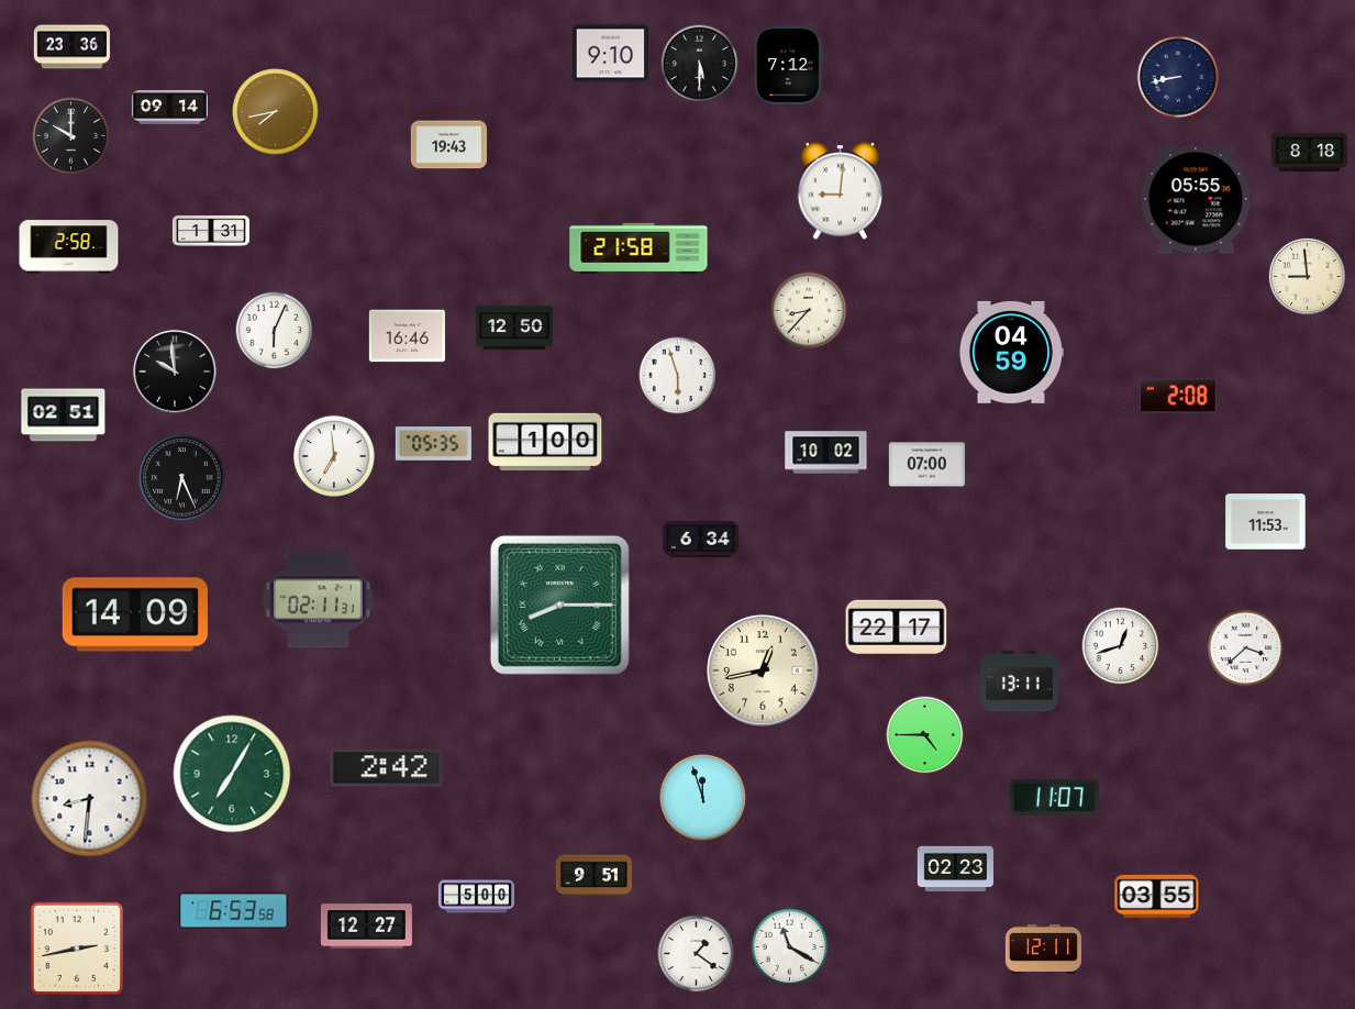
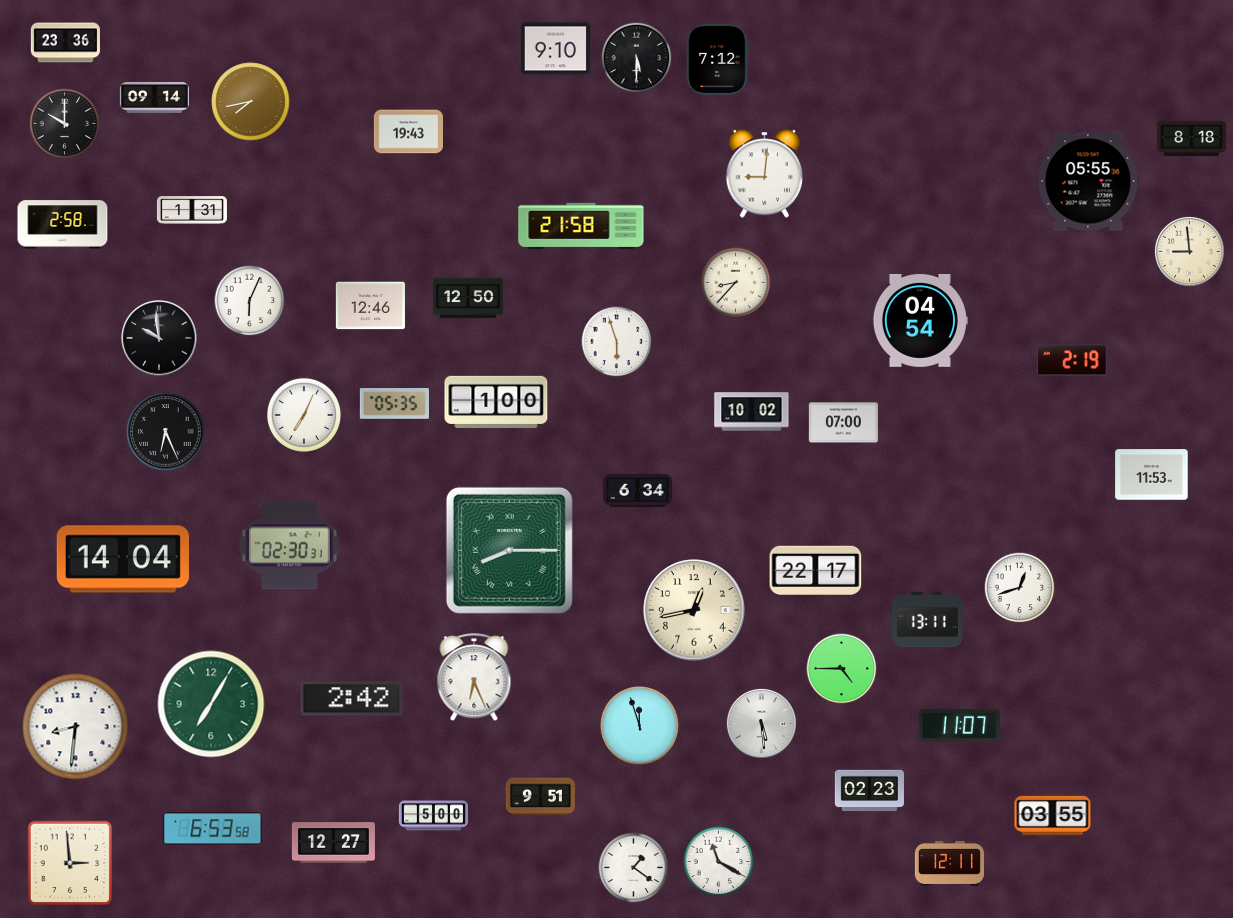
clock at (1178, 77): 8:43 -> none
clock at (407, 336): 16:46 -> 12:46
clock at (1011, 352): 04:59 -> 04:54
clock at (1178, 396): 2:08 -> 2:19
clock at (64, 415): 02:51 -> none
clock at (334, 456): 6:59 -> 7:04
clock at (182, 478) position: (182, 478) -> (166, 432)
clock at (318, 600): 02:11 -> 02:30
clock at (135, 614): 14:09 -> 14:04
clock at (1246, 648): 3:38 -> none
clock at (474, 678): none -> 6:26
clock at (761, 723): none -> 5:29
clock at (90, 799) position: (90, 799) -> (76, 727)
clock at (77, 949): 2:43 -> 2:59
